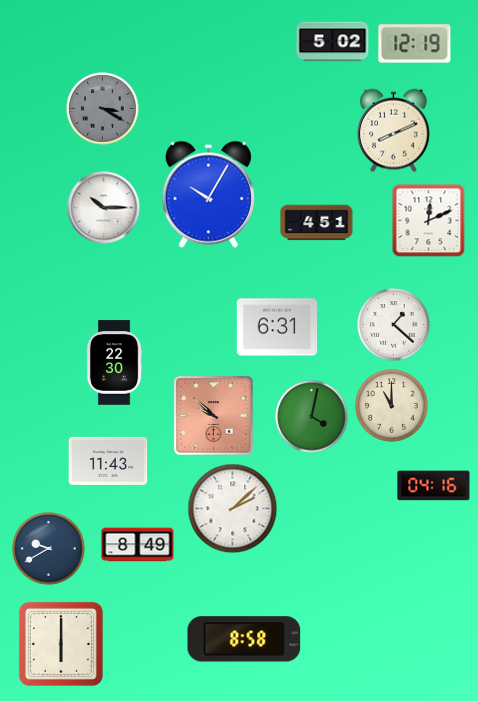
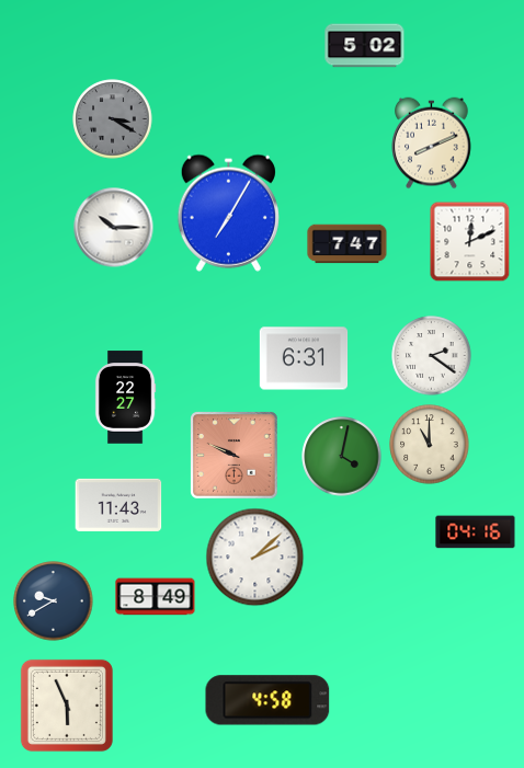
clock at (415, 44): 12:19 -> none
clock at (208, 194): 10:05 -> 7:05
clock at (317, 223): 4:51 -> 7:47
clock at (394, 325): 1:22 -> 2:21
clock at (114, 363): 22:30 -> 22:27
clock at (214, 416): 9:52 -> 9:49
clock at (138, 545) position: (138, 545) -> (156, 597)
clock at (244, 639): 8:58 -> 4:58
clock at (61, 644): 6:00 -> 5:56
